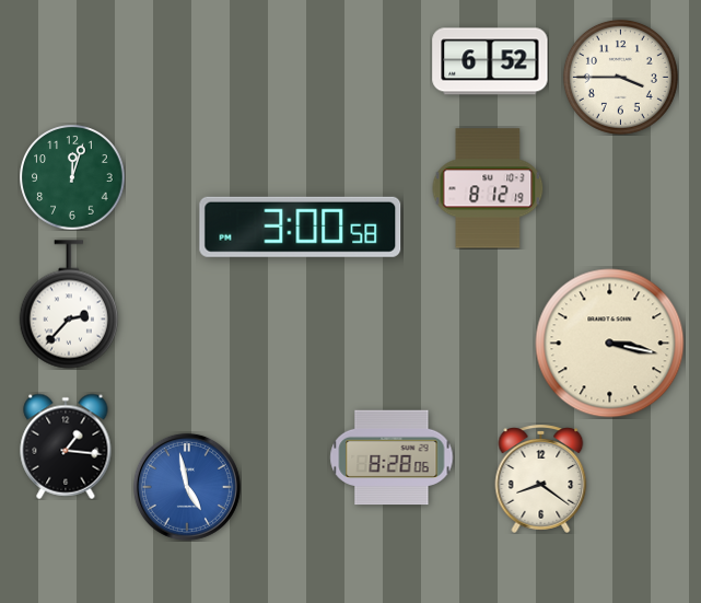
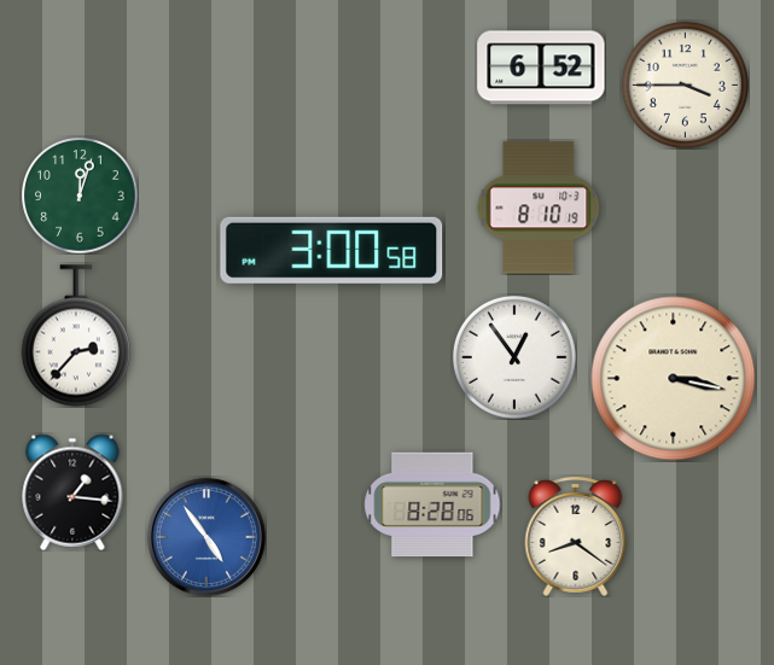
clock at (488, 188): 8:12 -> 8:10
clock at (514, 357): none -> 12:54
clock at (541, 478) position: (541, 478) -> (576, 536)
clock at (187, 487): 4:58 -> 4:54
